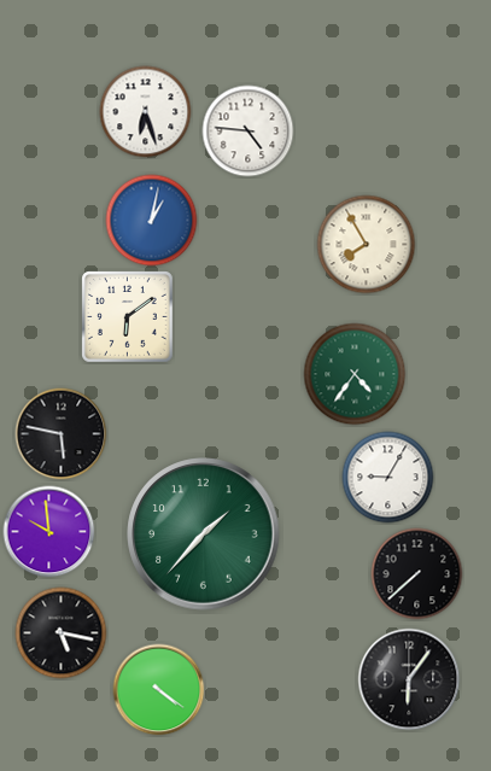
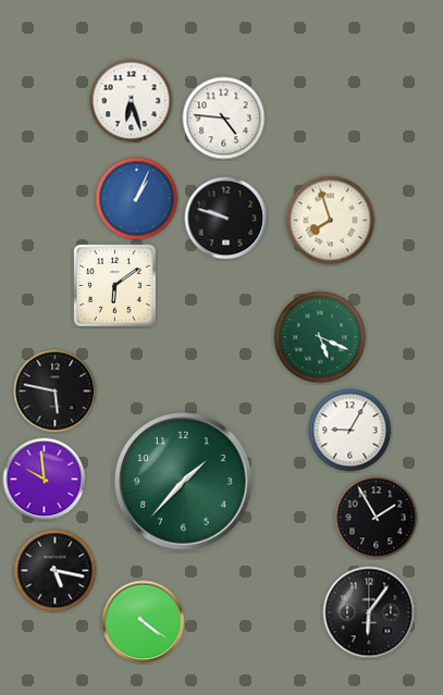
clock at (152, 221): 1:02 -> 1:04
clock at (226, 219): none -> 9:48
clock at (367, 245): 7:55 -> 7:57
clock at (355, 374): 4:36 -> 5:19
clock at (417, 574): 7:38 -> 1:55
